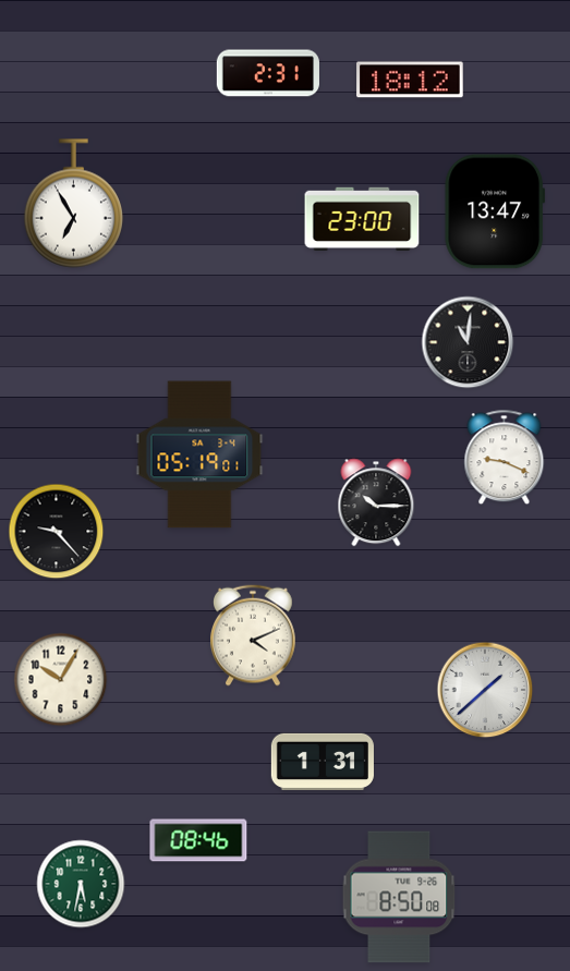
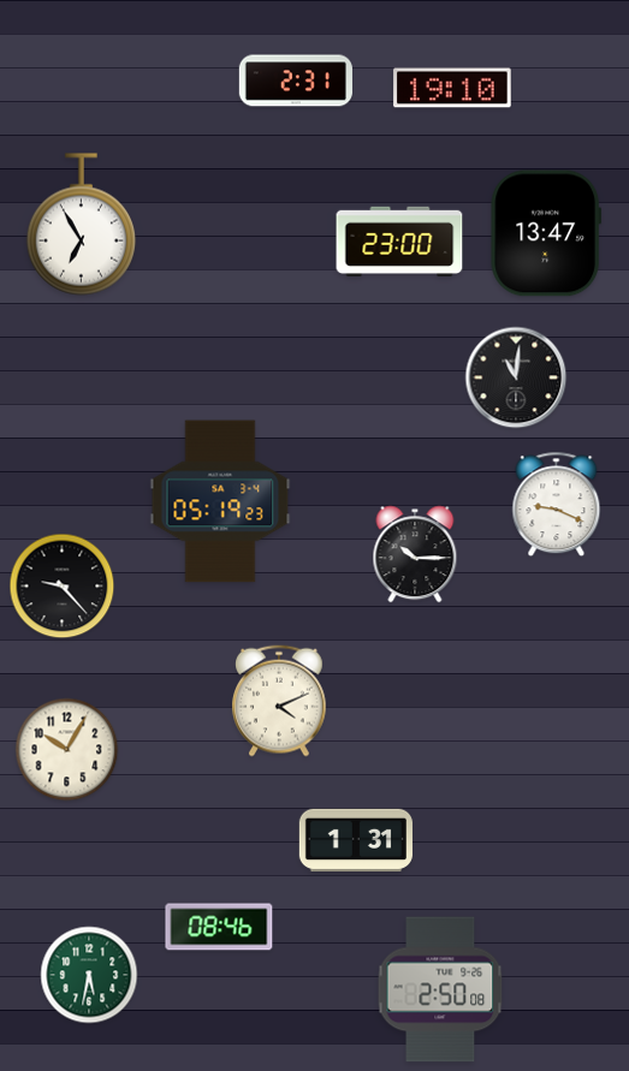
clock at (410, 80): 18:12 -> 19:10
clock at (199, 454): 05:19:01 -> 05:19:23
clock at (485, 690): 1:38 -> none
clock at (399, 897): 8:50 -> 2:50
